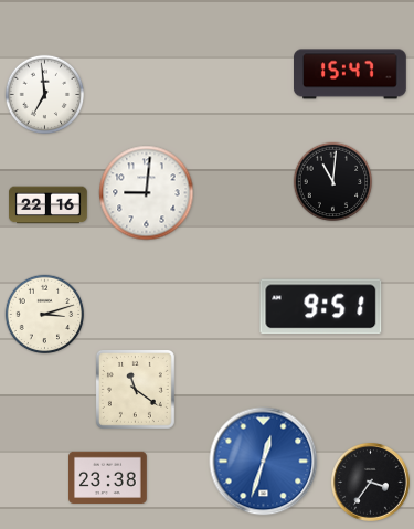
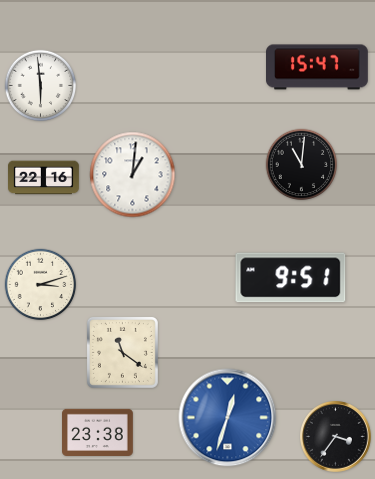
clock at (45, 95): 6:59 -> 5:59
clock at (147, 193): 9:01 -> 1:01
clock at (49, 205) position: (49, 205) -> (44, 178)
clock at (264, 462) position: (264, 462) -> (228, 418)
